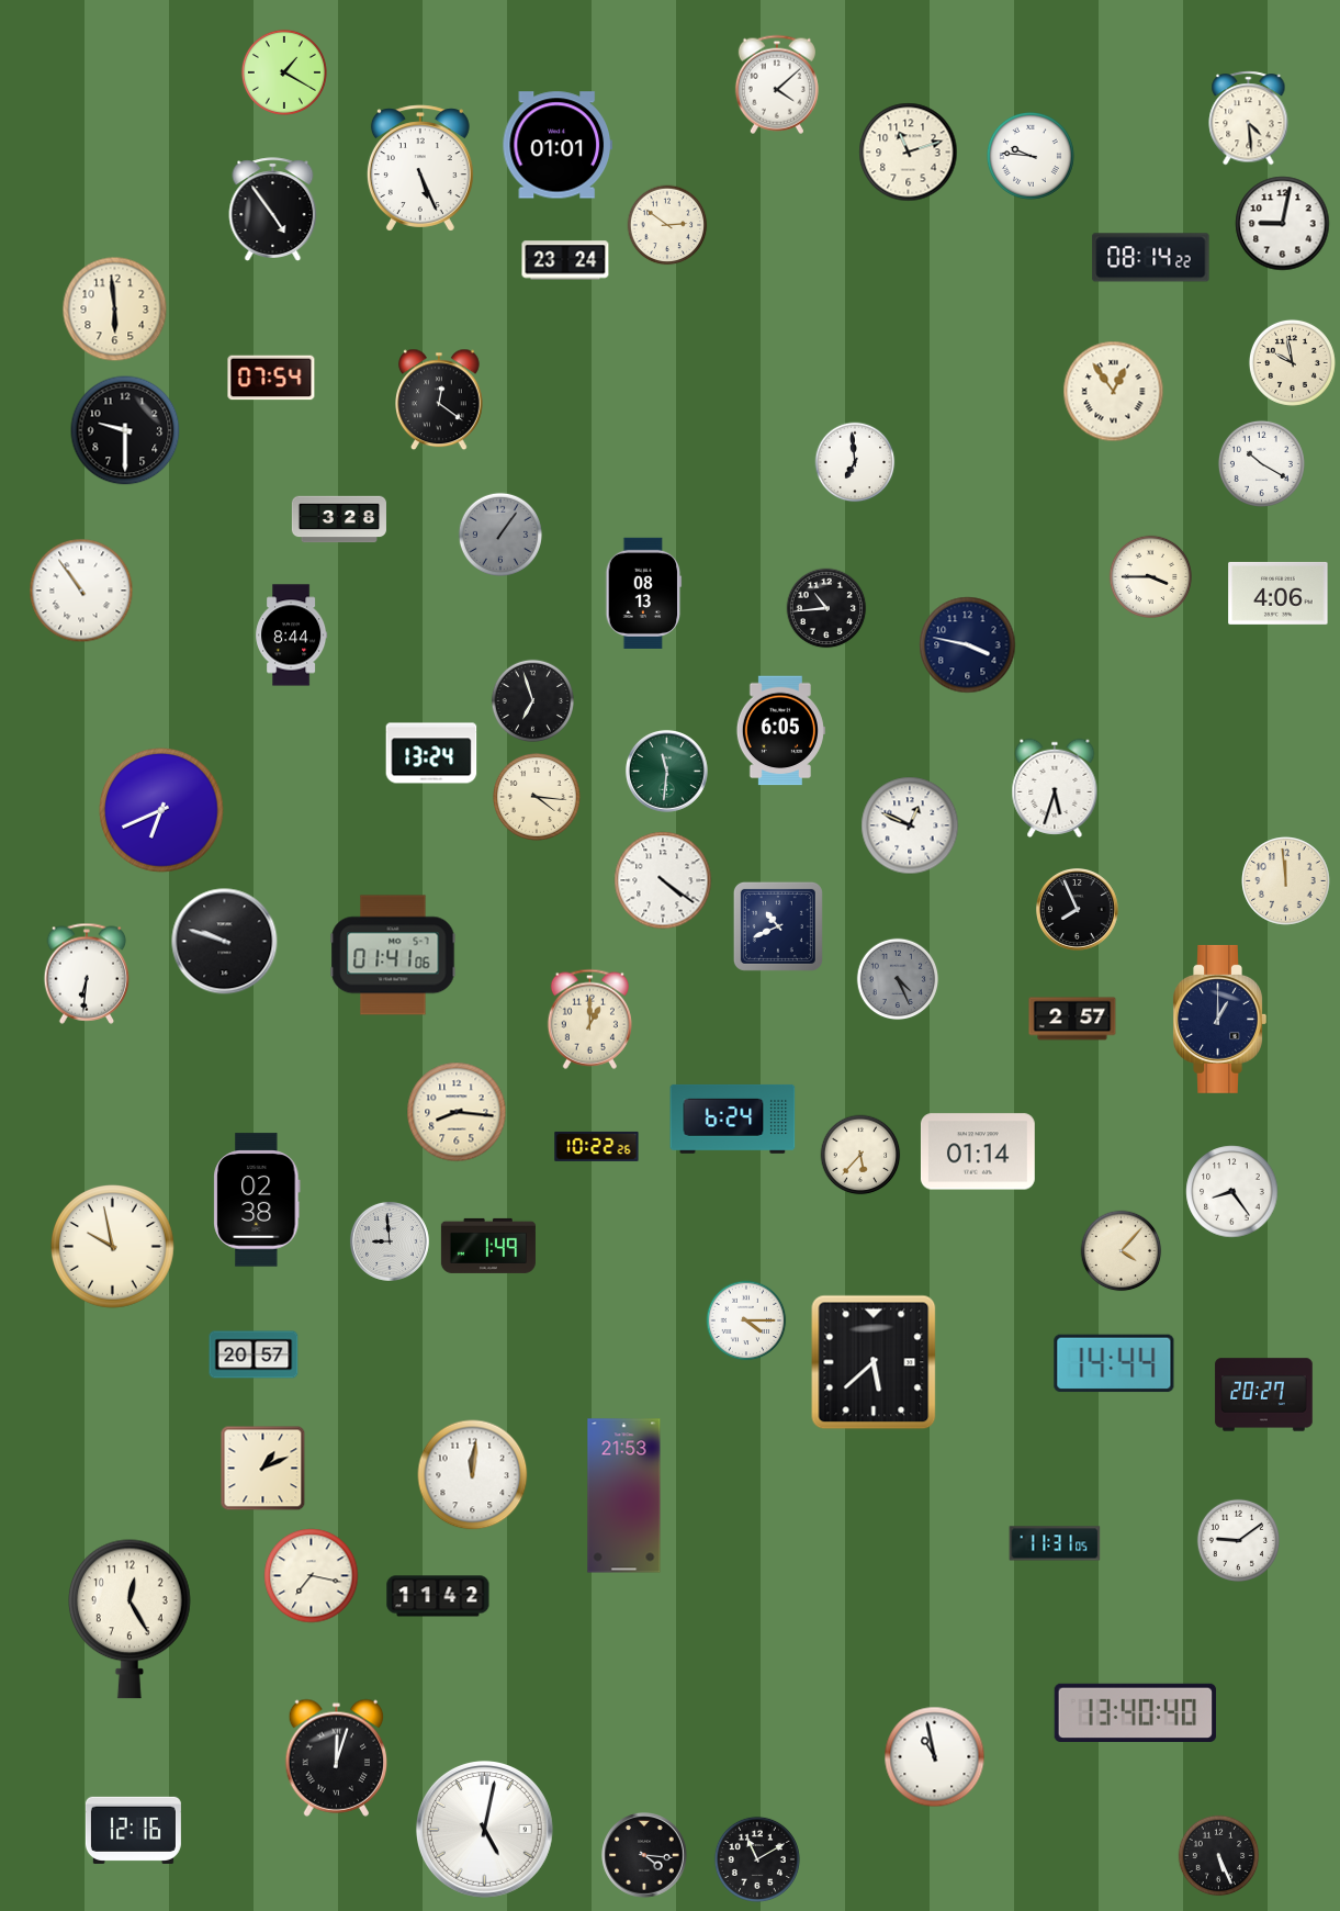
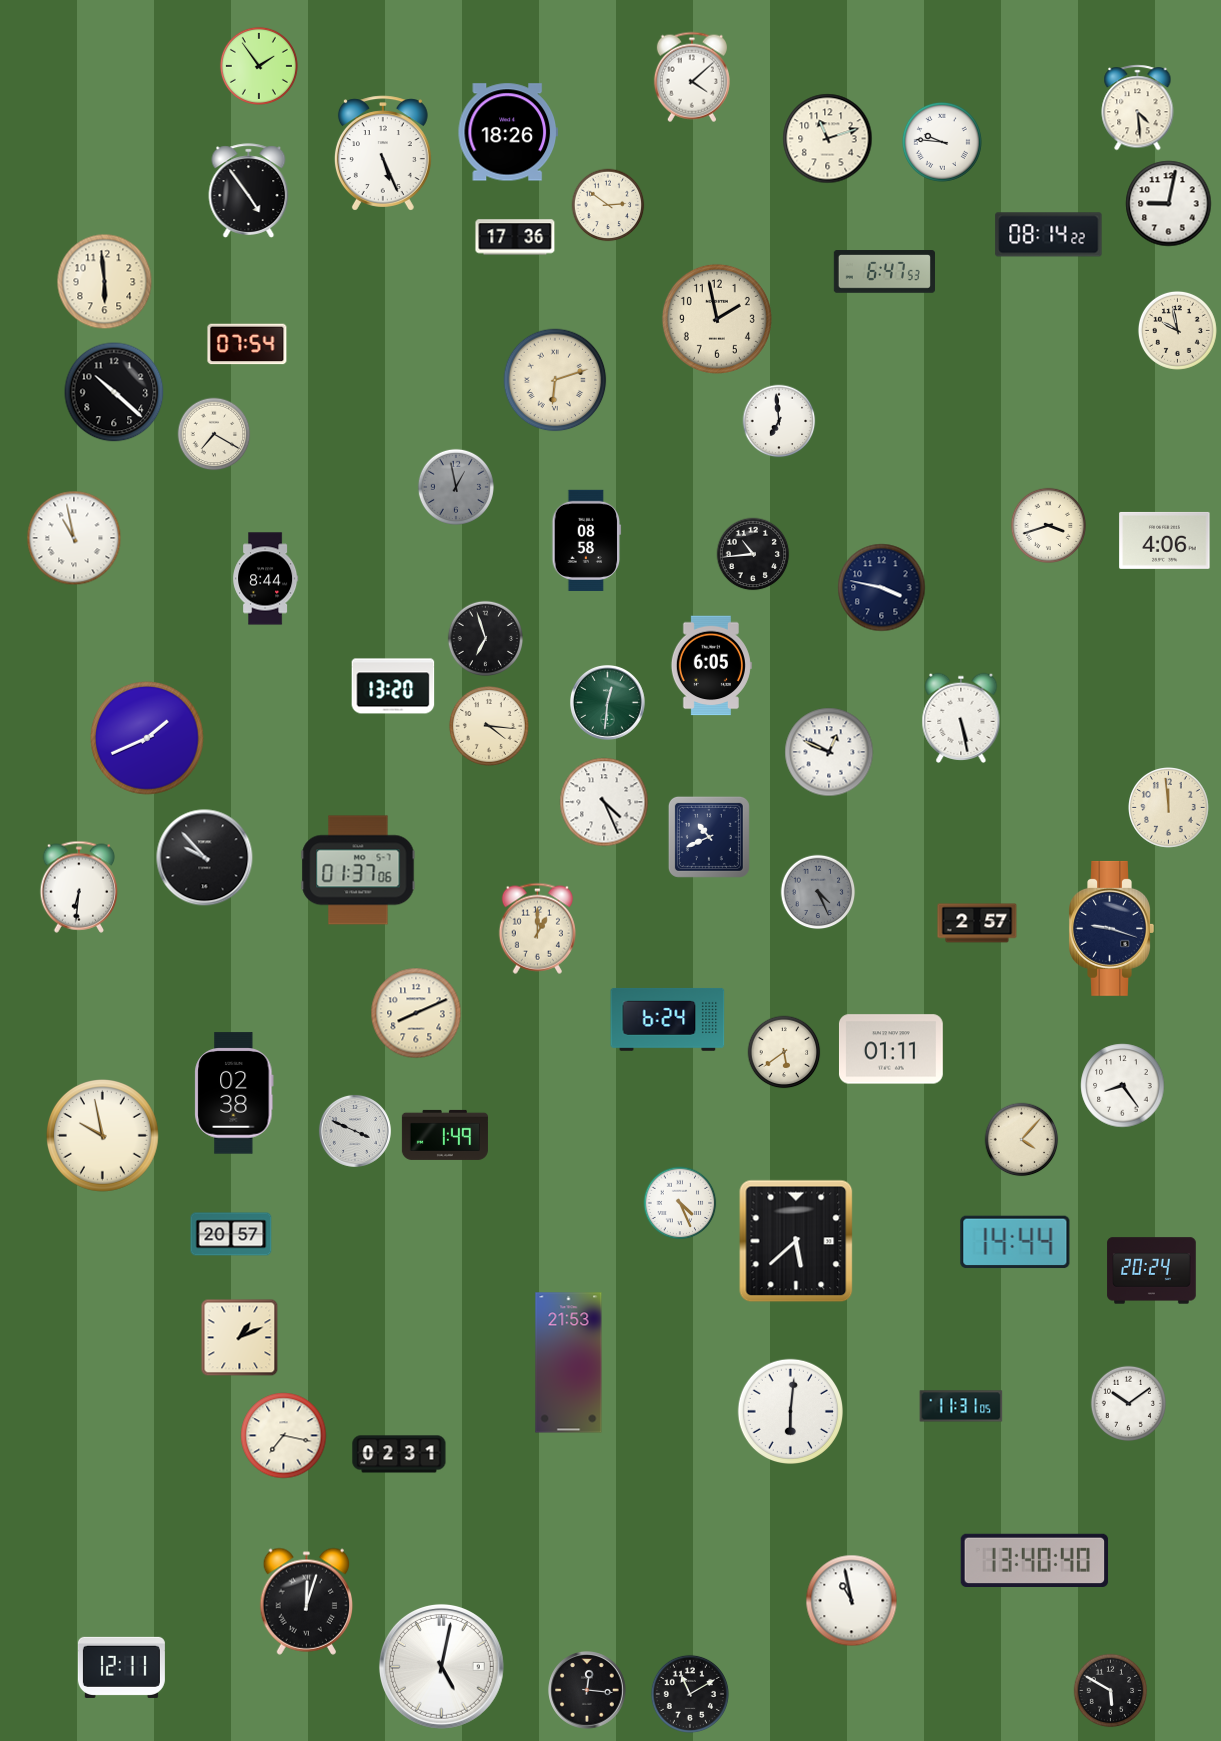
clock at (284, 72): 1:20 -> 1:54
clock at (777, 85) position: (777, 85) -> (692, 77)
clock at (556, 145): 01:01 -> 18:26
clock at (1031, 156) position: (1031, 156) -> (942, 142)
clock at (565, 260): 23:24 -> 17:36
clock at (884, 272): none -> 6:47
clock at (717, 319): none -> 1:58
clock at (1114, 392): 12:54 -> none
clock at (440, 400): 12:21 -> none
clock at (555, 380): none -> 6:12
clock at (125, 430): 9:30 -> 10:22
clock at (1261, 463): 10:20 -> none
clock at (214, 434): none -> 7:20
clock at (339, 519): 3:28 -> none
clock at (500, 535): 1:06 -> 12:58
clock at (1150, 576): 3:45 -> 3:42
clock at (81, 591): 10:54 -> 10:58
clock at (644, 593): 08:13 -> 08:58
clock at (431, 753): 13:24 -> 13:20
clock at (667, 772): 11:31 -> 12:31
clock at (1055, 788): 5:33 -> 5:28
clock at (161, 810): 6:41 -> 1:41
clock at (663, 880): 4:21 -> 4:26
clock at (1286, 881) position: (1286, 881) -> (1169, 808)
clock at (1078, 910): 7:56 -> none
clock at (778, 926) position: (778, 926) -> (709, 837)
clock at (225, 942): 9:48 -> 9:53
clock at (393, 955): 01:41 -> 01:37
clock at (1072, 1019) position: (1072, 1019) -> (977, 923)
clock at (1219, 1019): 1:00 -> 9:18
clock at (457, 1112): 8:16 -> 8:11
clock at (597, 1146): 10:22 -> none
clock at (978, 1151): 01:14 -> 01:11
clock at (860, 1155): 5:37 -> 5:39
clock at (390, 1241): 8:59 -> 3:49
clock at (746, 1320): 4:15 -> 4:26
clock at (1264, 1395): 20:27 -> 20:24
clock at (473, 1475): 12:01 -> none
clock at (1238, 1540): 9:09 -> 10:09
clock at (790, 1411): none -> 6:01
clock at (438, 1596): 11:42 -> 02:31
clock at (130, 1619): 12:25 -> none
clock at (133, 1830): 12:16 -> 12:11
clock at (644, 1855): 4:16 -> 12:16
clock at (1219, 1856): 5:26 -> 5:50
